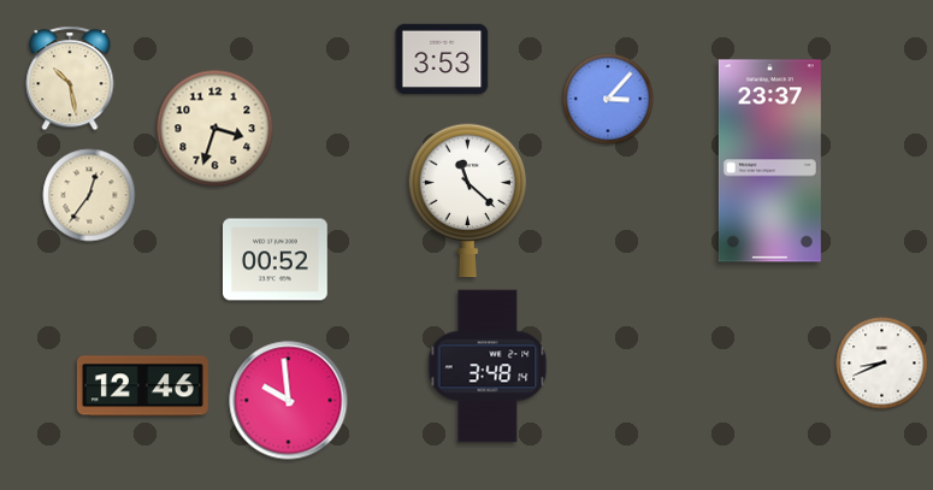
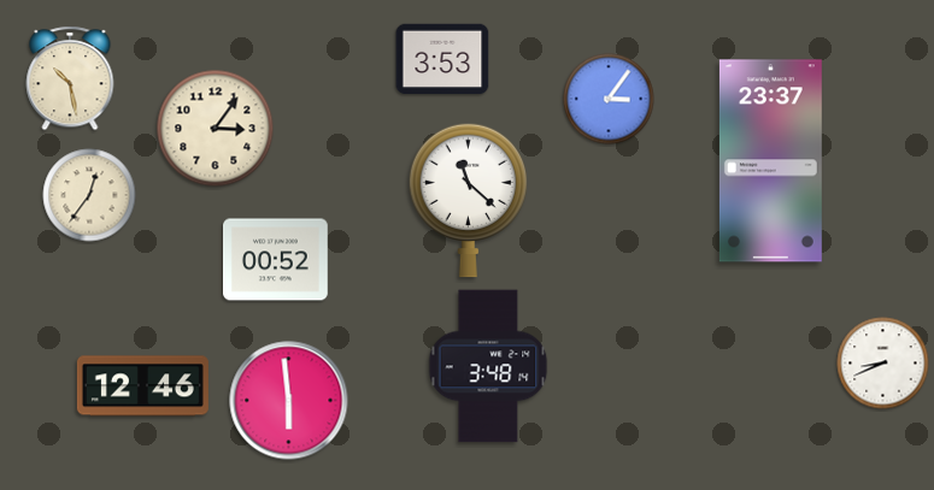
clock at (608, 99): 3:07 -> 3:06
clock at (215, 129): 3:33 -> 3:06
clock at (289, 401): 9:59 -> 5:59
